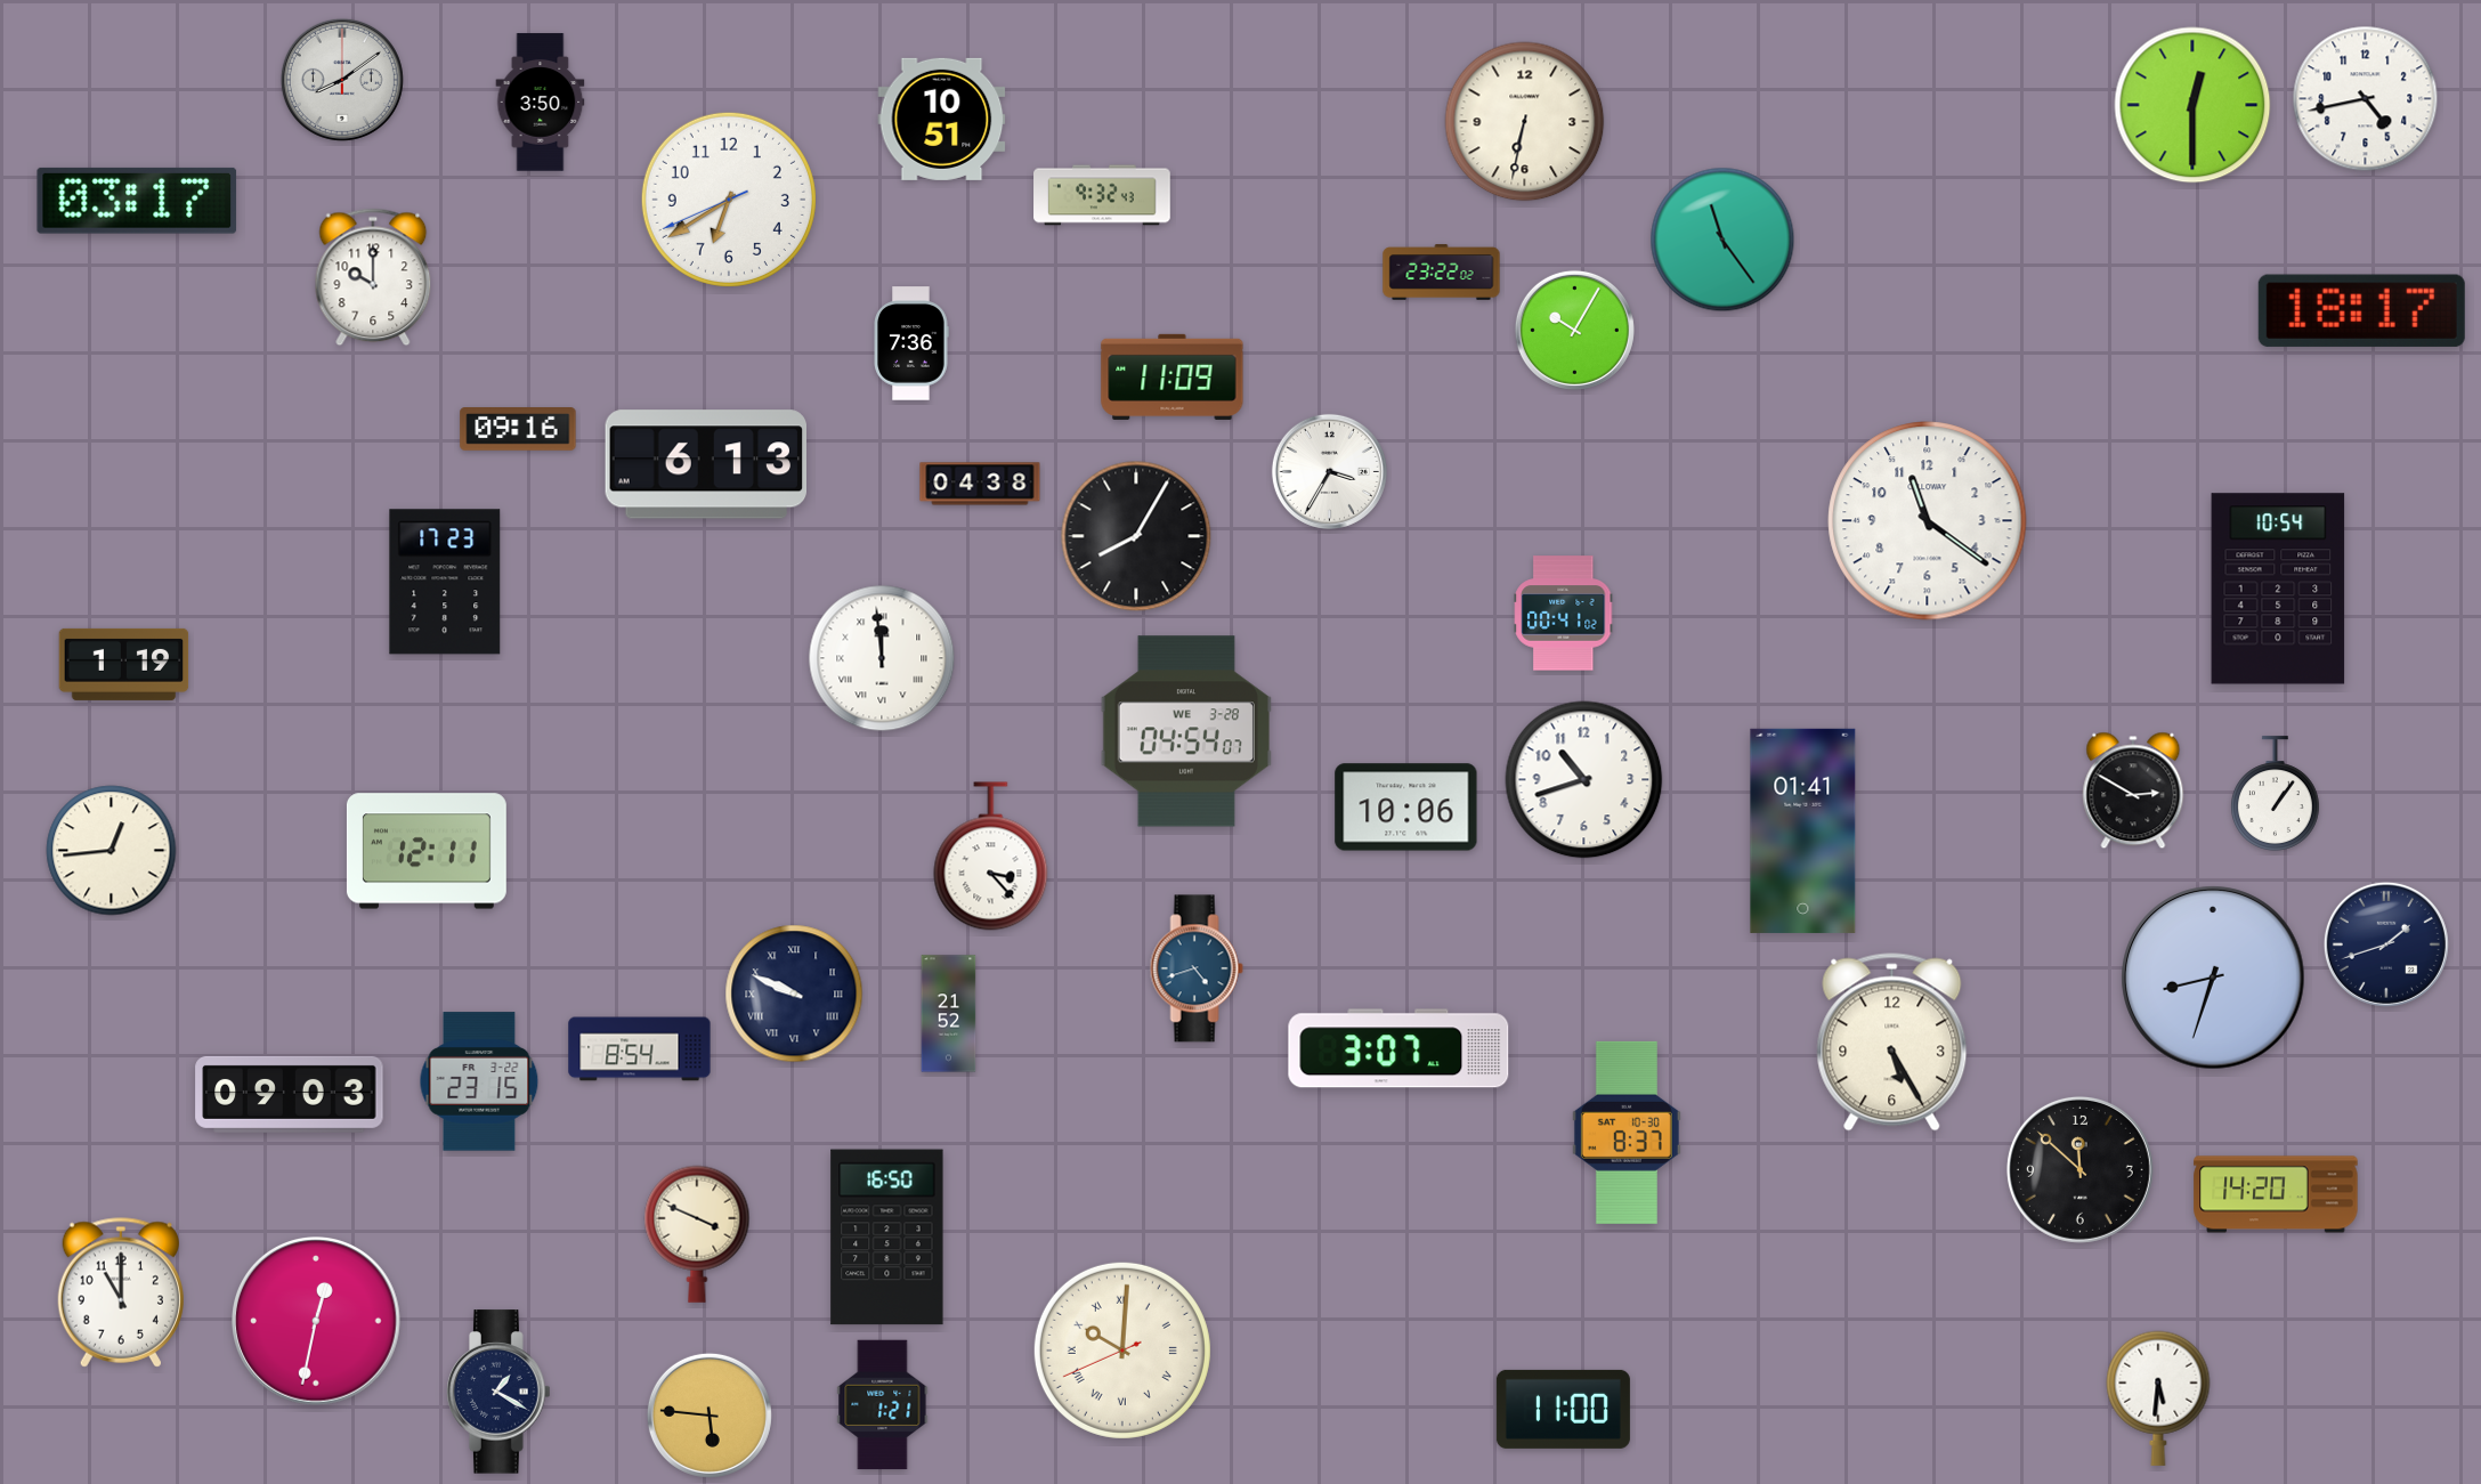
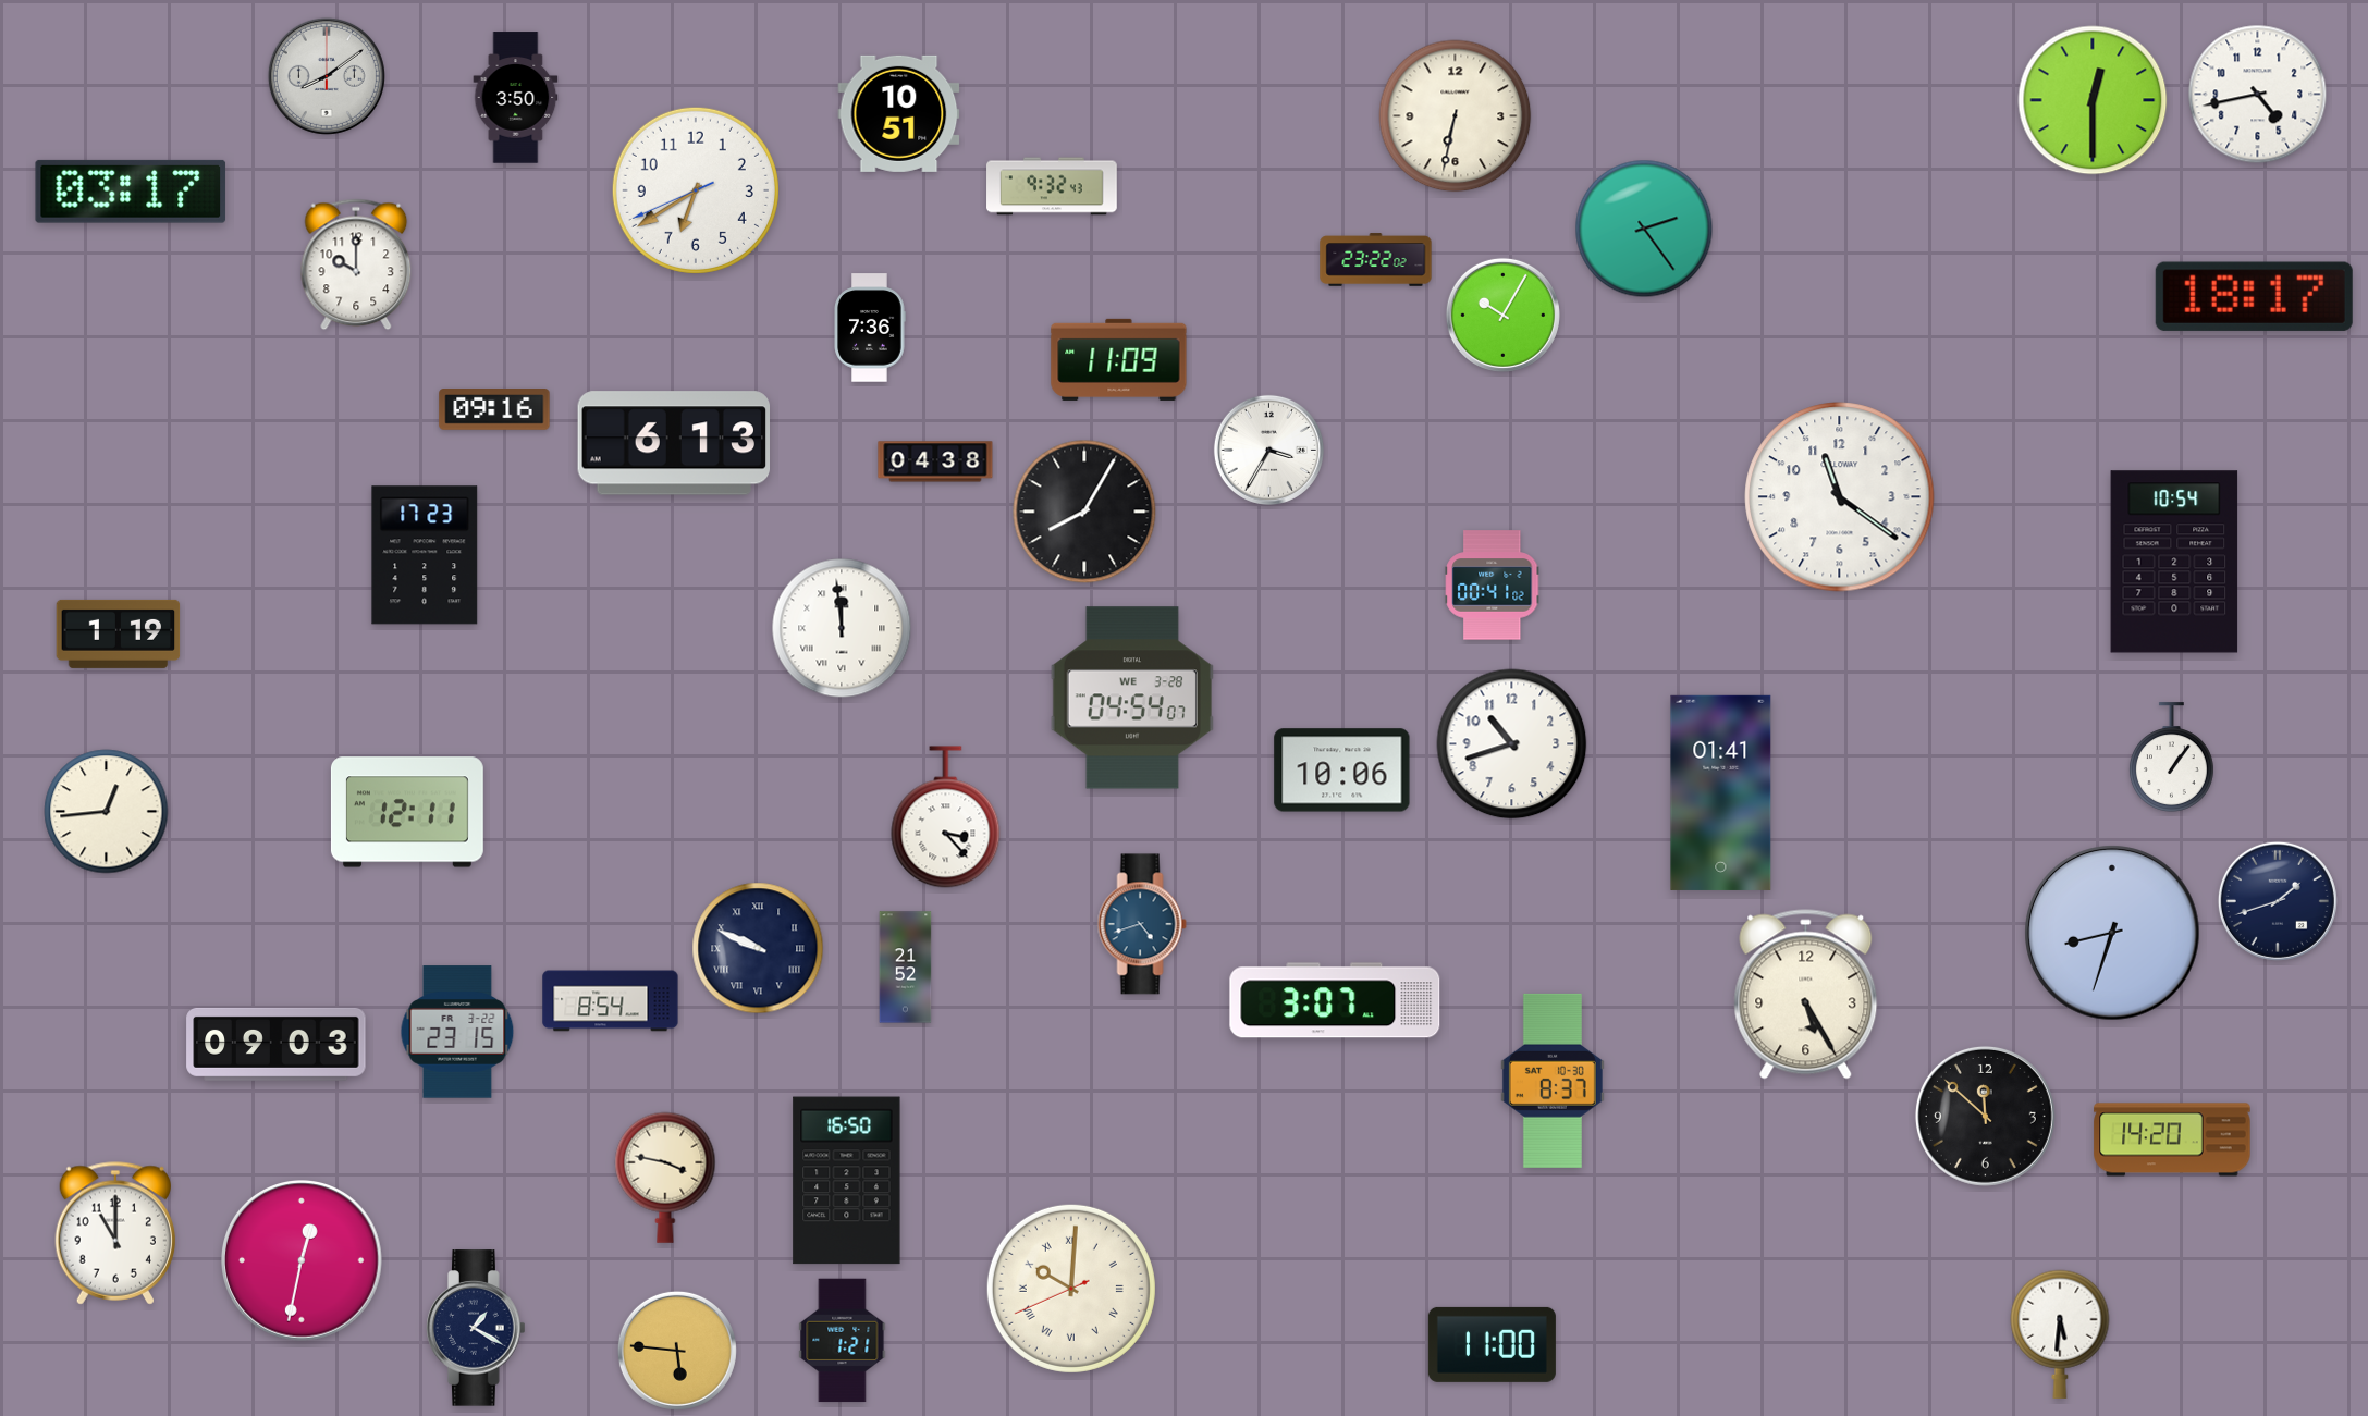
clock at (1722, 240): 11:24 -> 2:24
clock at (2133, 790): 2:50 -> none
clock at (697, 1234): 3:49 -> 3:47
